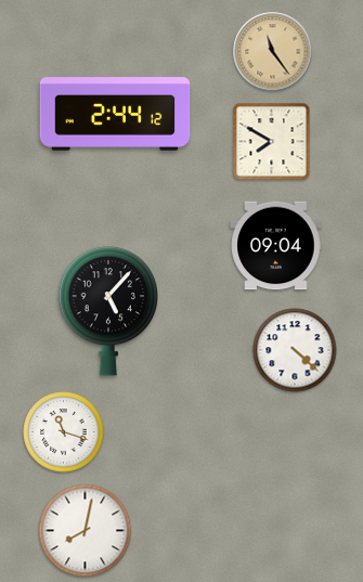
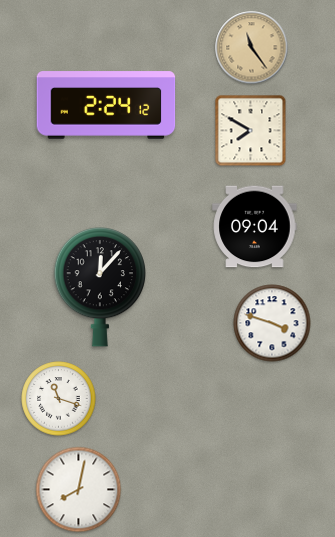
clock at (115, 114): 2:44 -> 2:24
clock at (108, 312): 5:07 -> 12:07
clock at (295, 350): 4:22 -> 3:48
